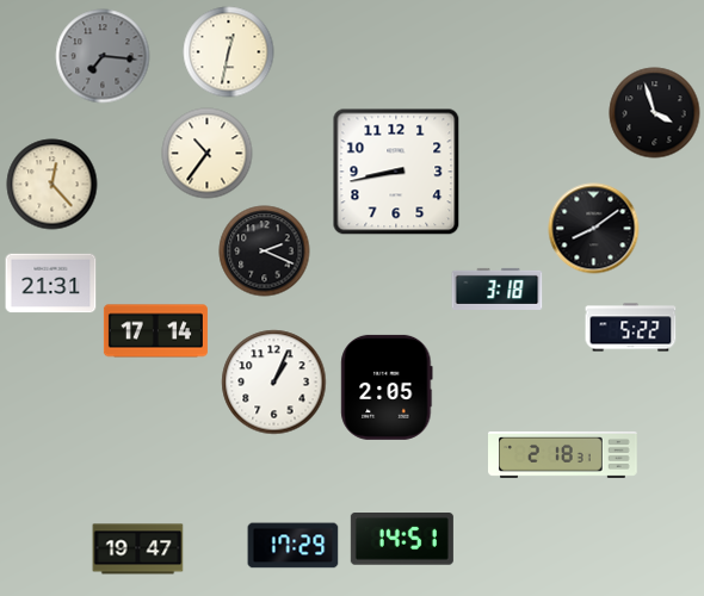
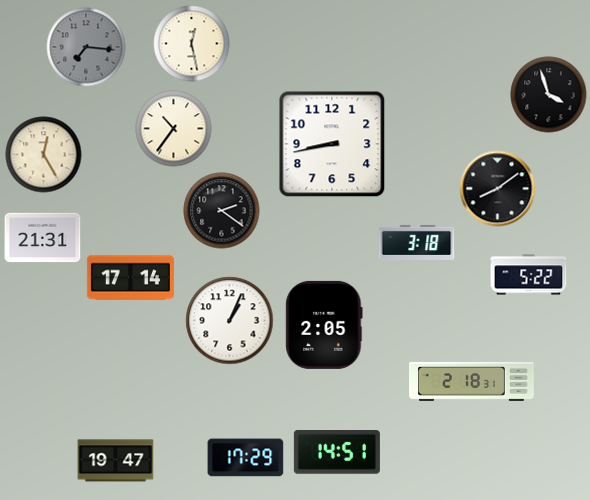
clock at (229, 52): 12:32 -> 12:28
clock at (53, 185): 12:23 -> 12:25
clock at (594, 229) position: (594, 229) -> (498, 189)
clock at (265, 252): 2:19 -> 2:21
